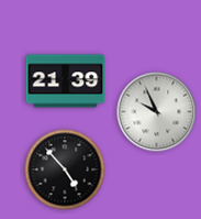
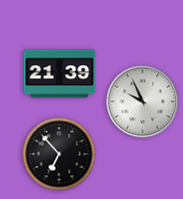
clock at (65, 169): 4:53 -> 6:53
